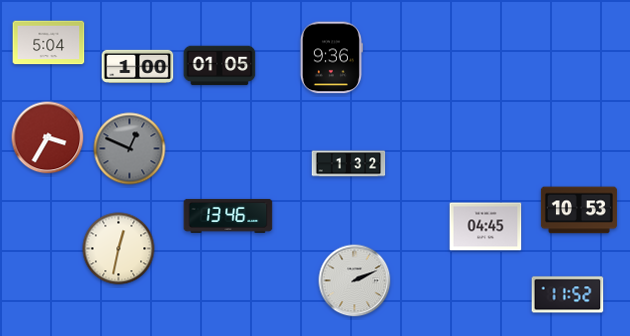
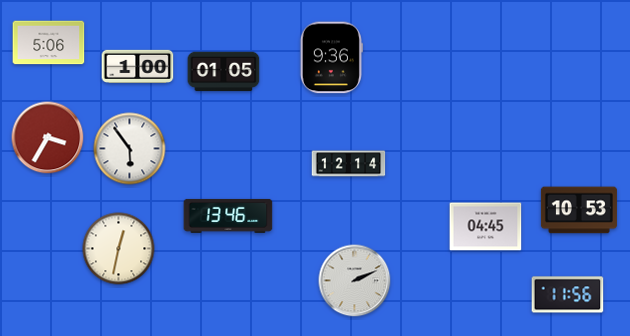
clock at (49, 43): 5:04 -> 5:06
clock at (220, 66) position: (220, 66) -> (224, 72)
clock at (130, 149): 12:49 -> 5:54
clock at (130, 149) dial: grey -> white
clock at (349, 164): 1:32 -> 12:14
clock at (568, 295): 11:52 -> 11:56
